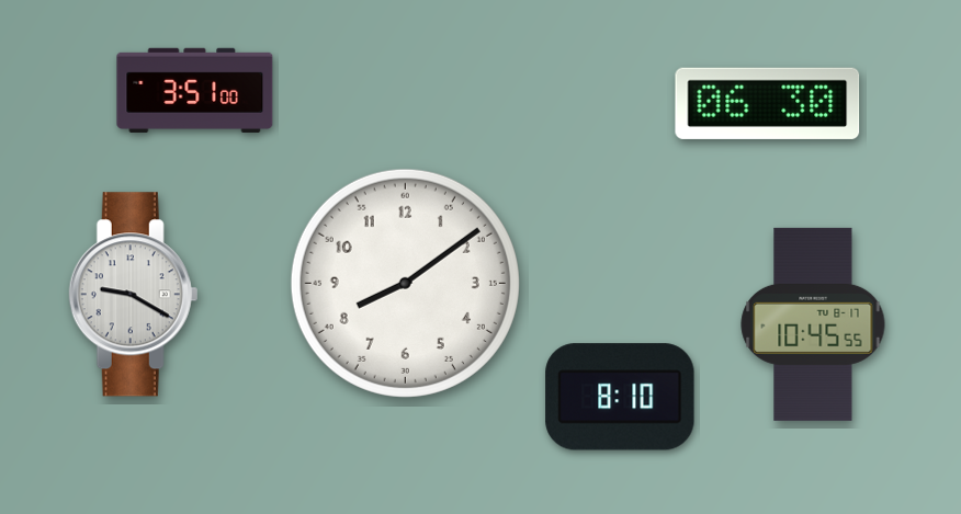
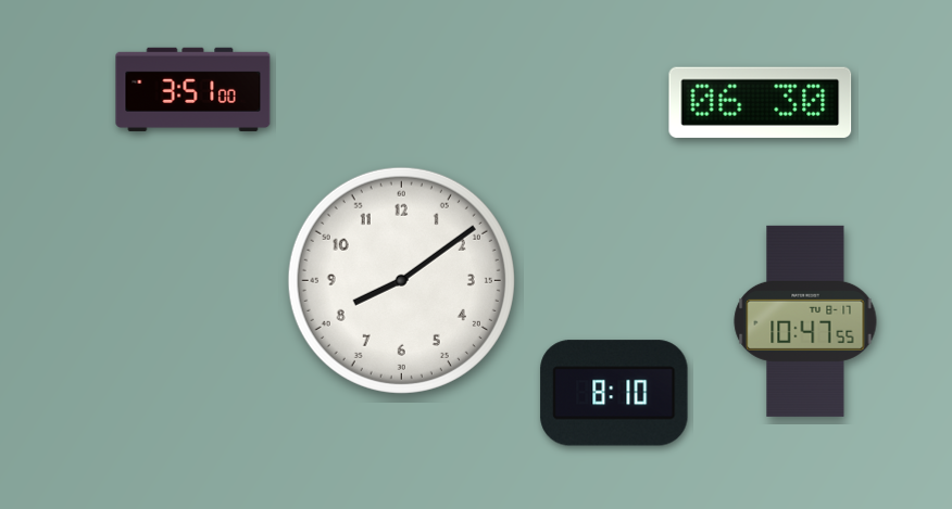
clock at (134, 295): 9:20 -> none
clock at (813, 324): 10:45 -> 10:47
